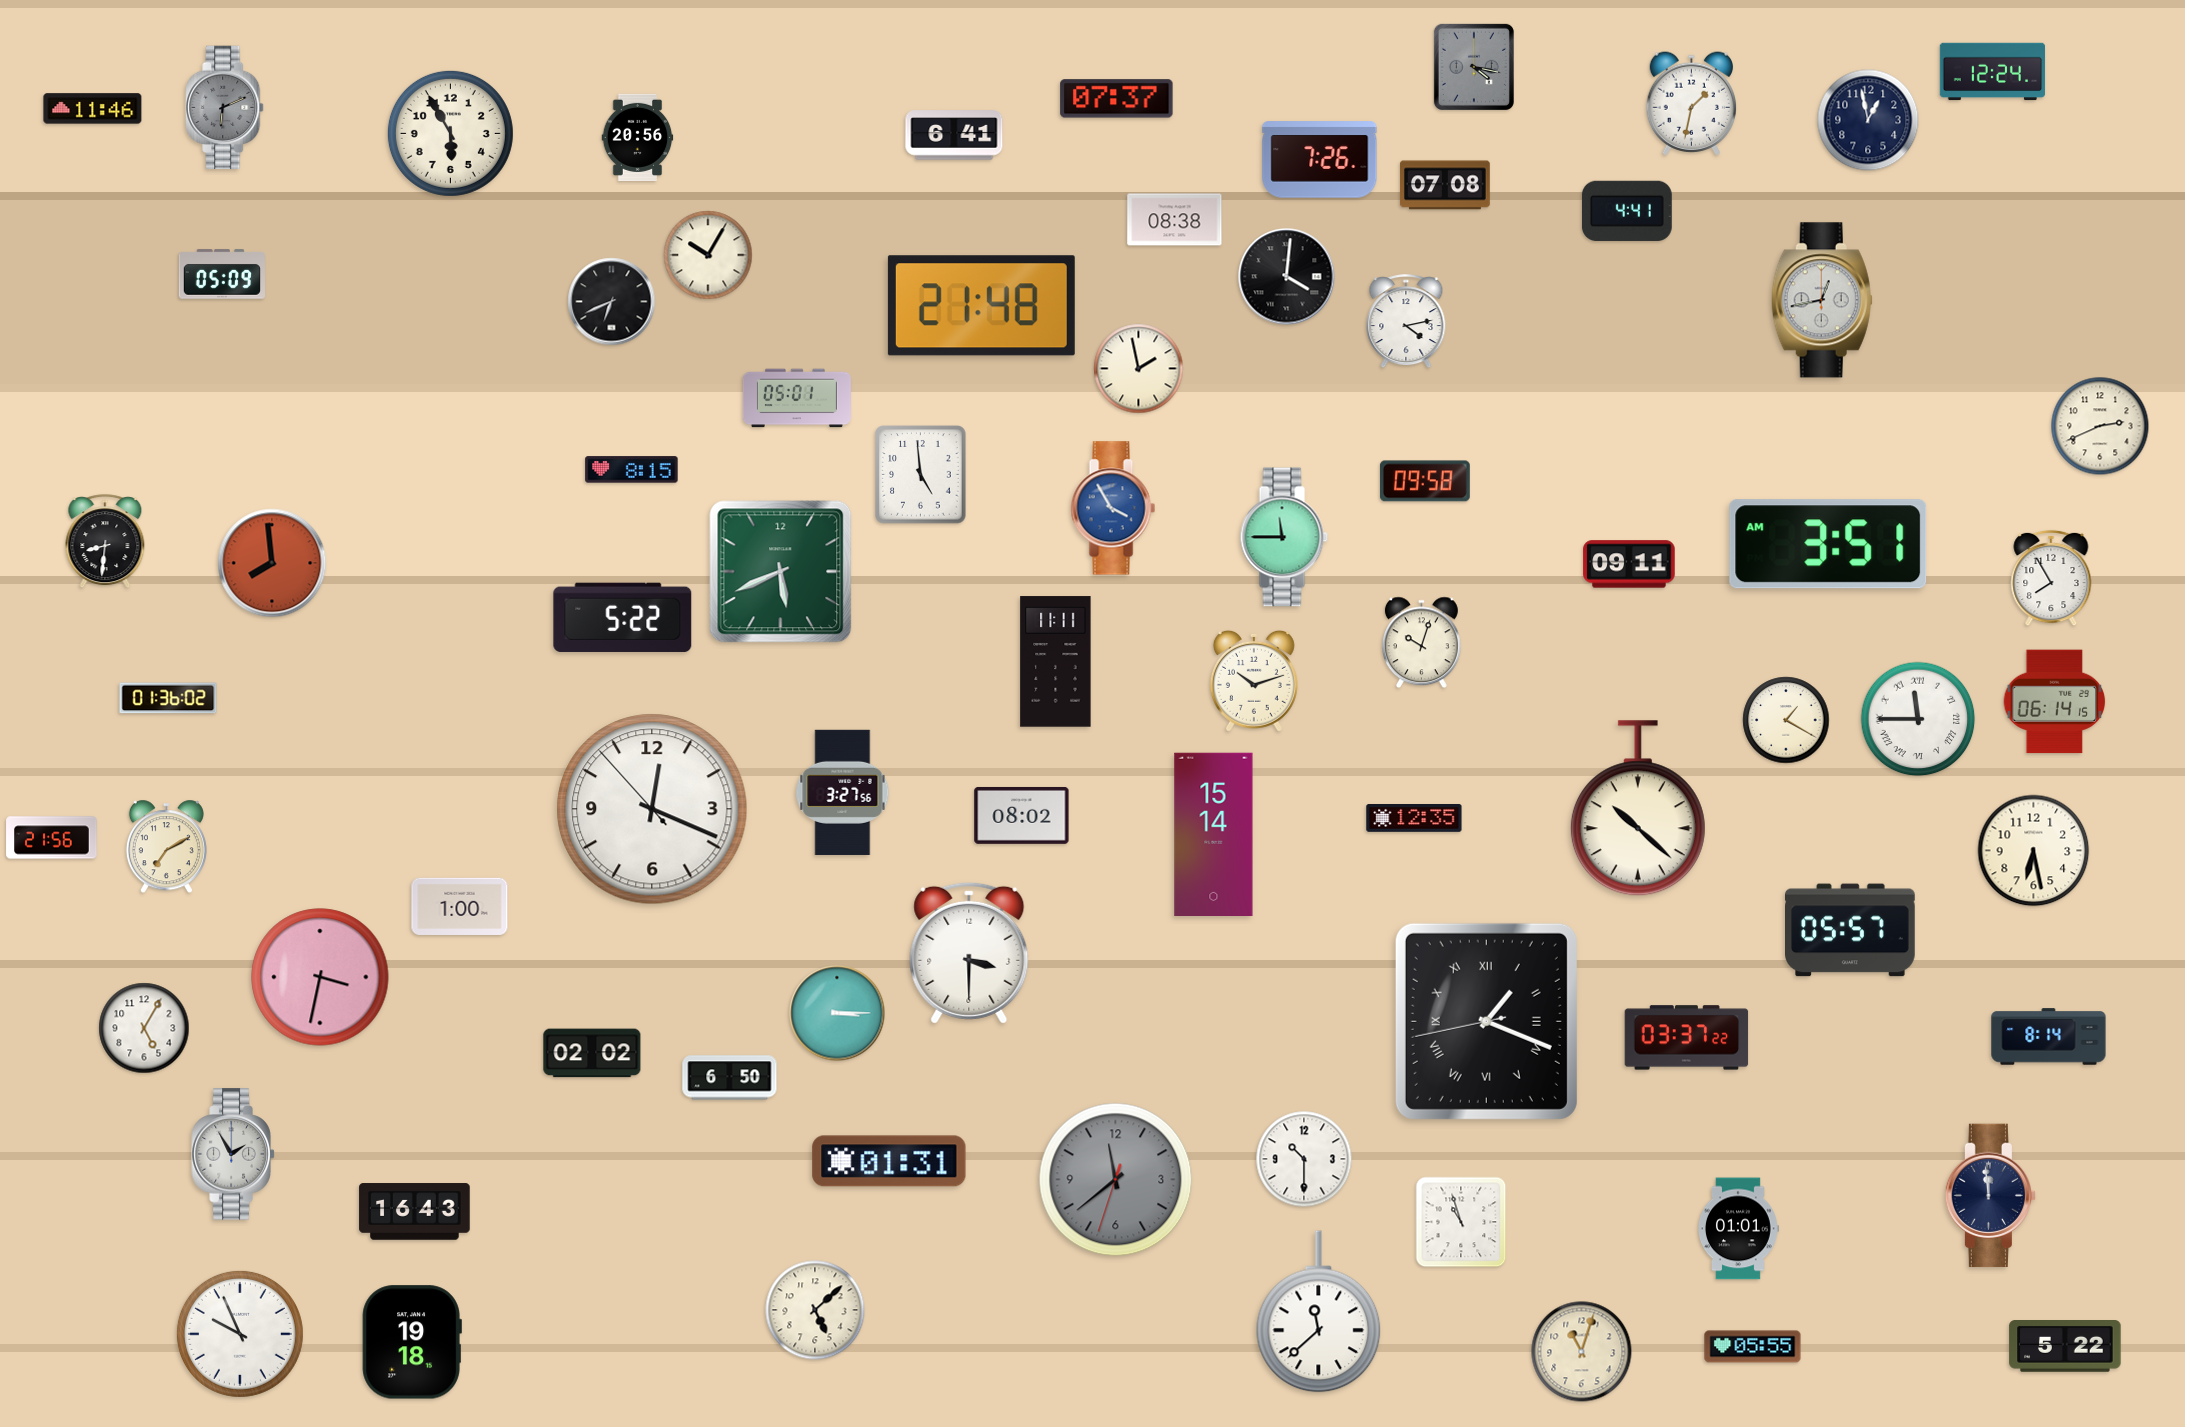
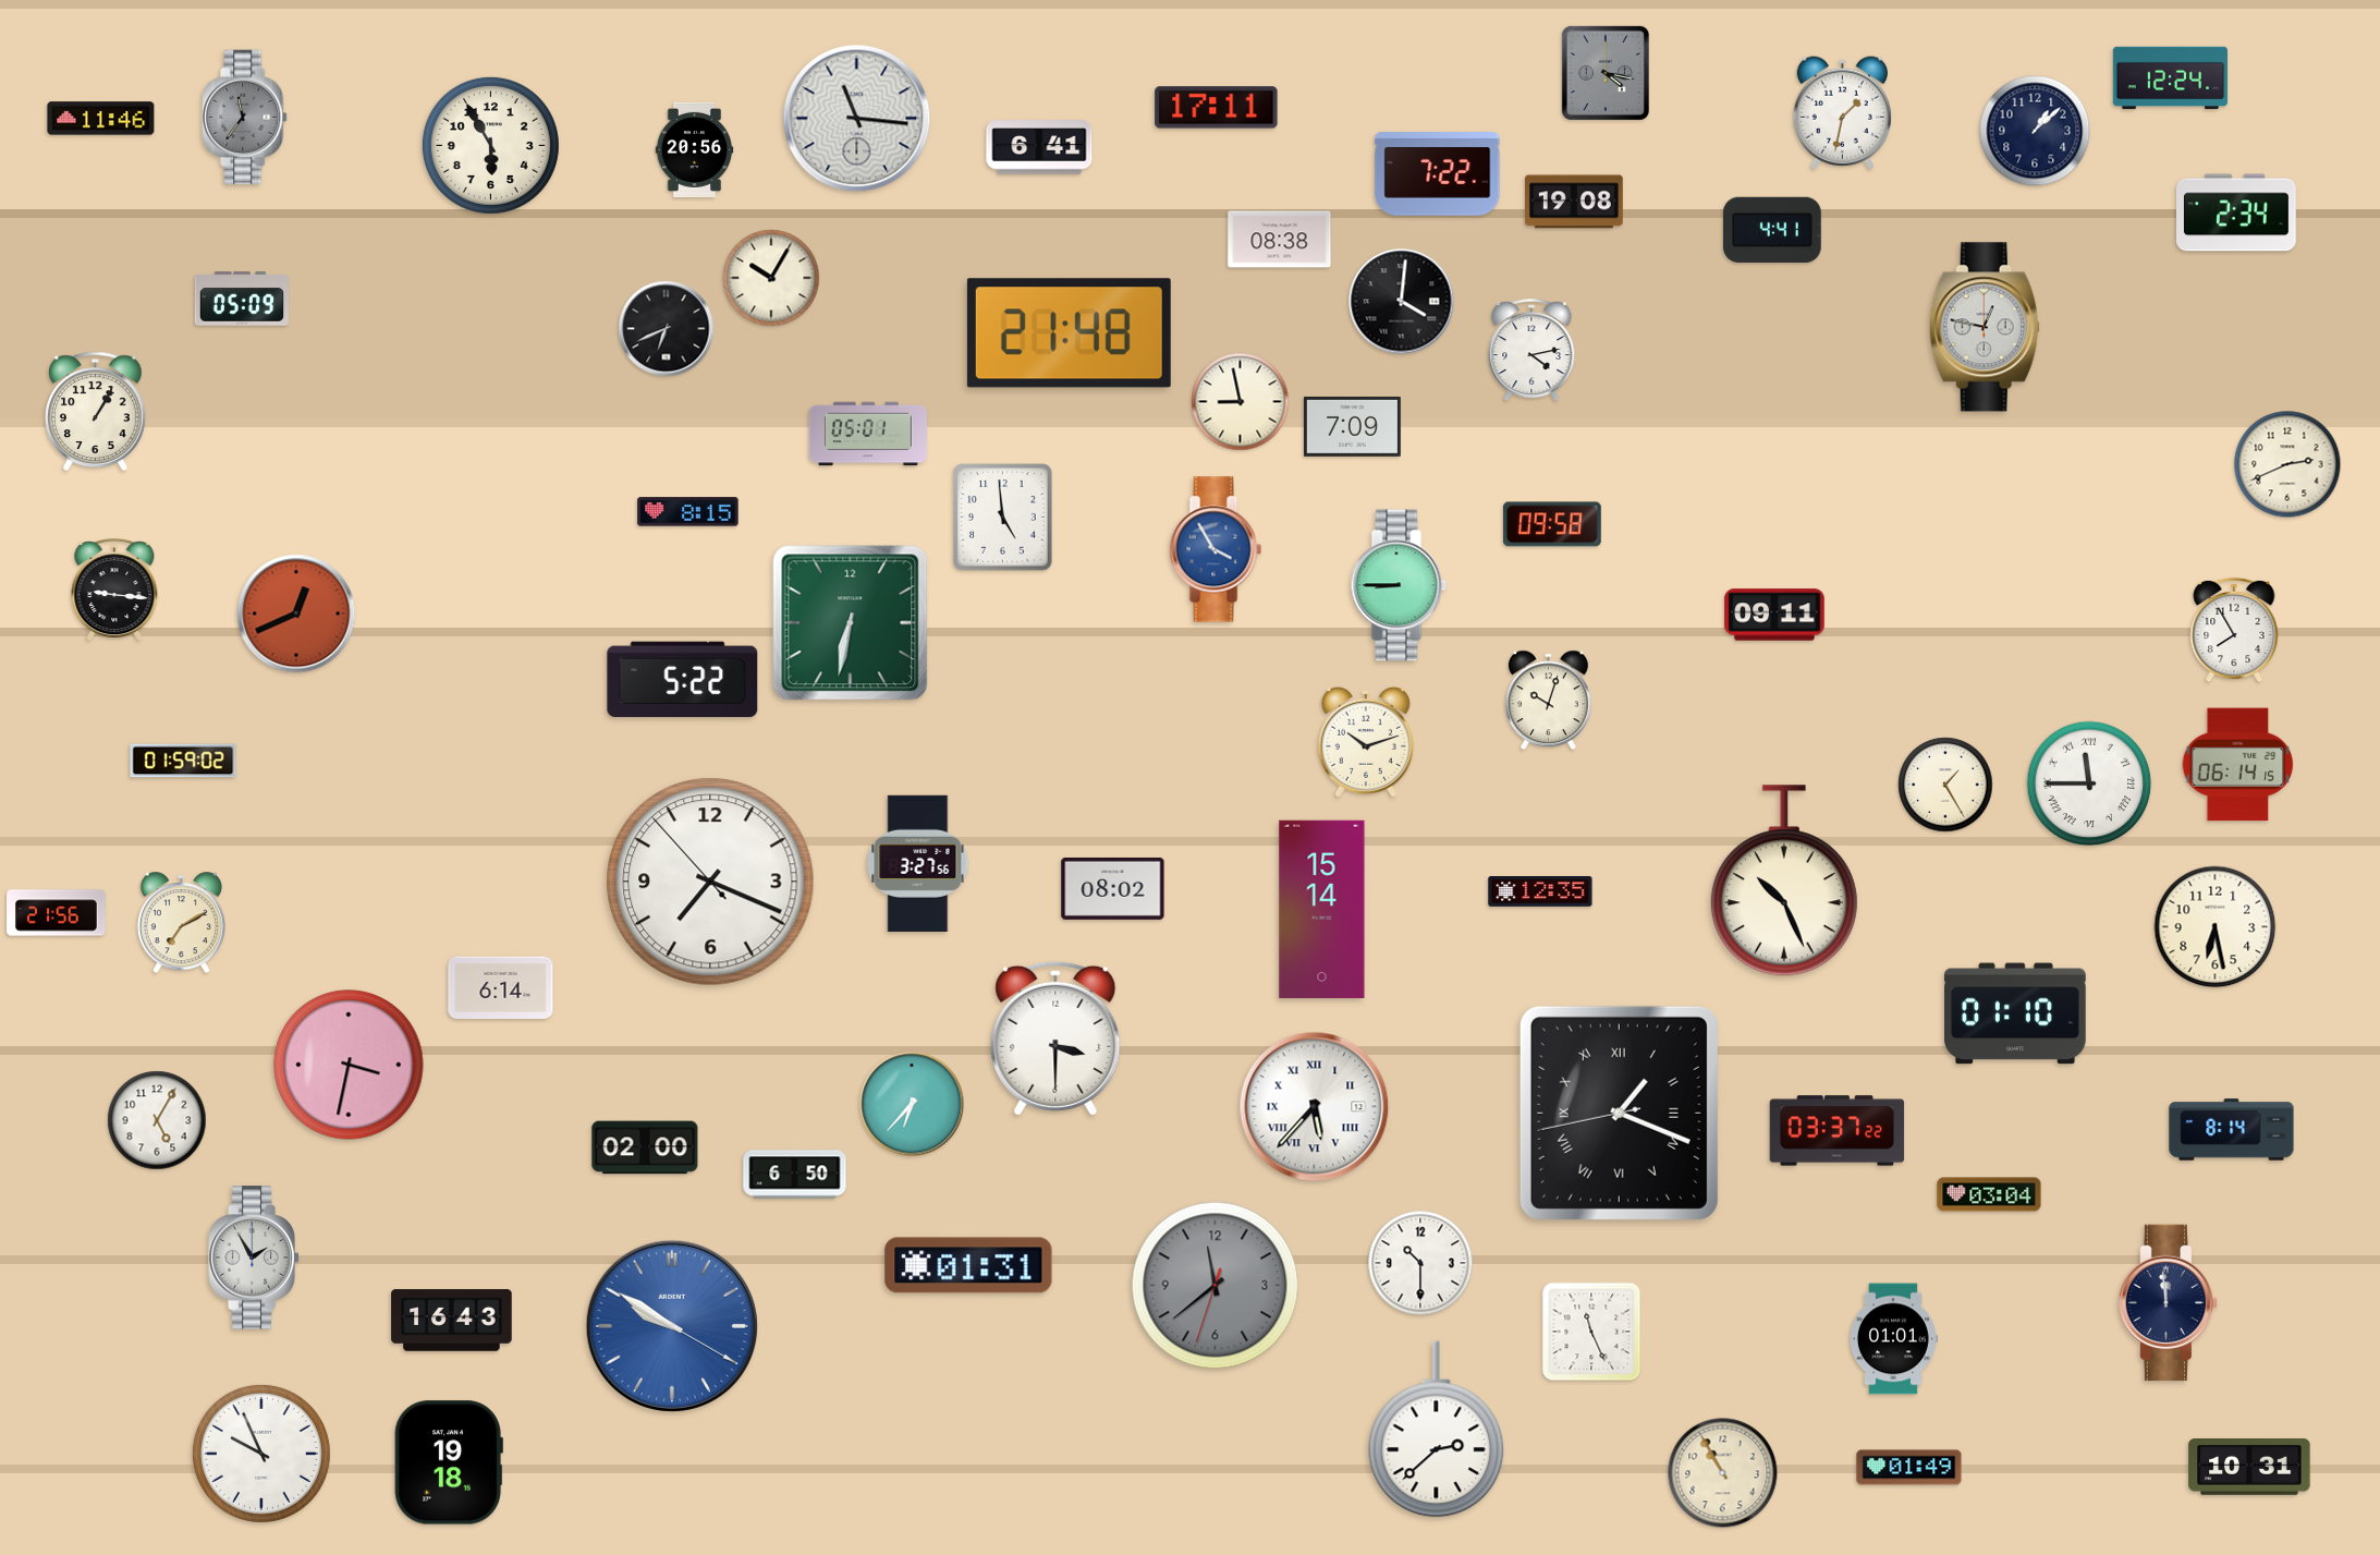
clock at (1117, 99): 07:37 -> 17:11
clock at (225, 108): 6:11 -> 11:36
clock at (857, 119): none -> 11:16
clock at (1868, 120): 12:58 -> 1:08
clock at (1320, 160): 7:26 -> 7:22
clock at (1446, 185): 07:08 -> 19:08
clock at (2237, 212): none -> 2:34
clock at (1822, 300): 12:43 -> 12:47
clock at (1139, 369): 1:58 -> 8:58
clock at (96, 411): none -> 1:05
clock at (1352, 426): none -> 7:09
clock at (1113, 508) position: (1113, 508) -> (1216, 549)
clock at (1284, 537): 11:45 -> 8:45
clock at (105, 542): 8:31 -> 9:16
clock at (1828, 544): 3:51 -> none
clock at (272, 563): 7:59 -> 12:41
clock at (781, 572): 5:41 -> 6:32
clock at (623, 617) position: (623, 617) -> (683, 679)
clock at (1056, 662): 11:11 -> none
clock at (168, 698): 01:36 -> 01:59
clock at (1786, 720): 1:20 -> 1:25
clock at (652, 809): 12:18 -> 7:18
clock at (1638, 809): 10:22 -> 10:26
clock at (460, 906): 1:00 -> 6:14
clock at (1851, 930): 05:57 -> 01:10
clock at (837, 1013): 3:15 -> 6:37
clock at (1315, 1107): none -> 5:37
clock at (592, 1053): 02:02 -> 02:00
clock at (1989, 1194): none -> 03:04
clock at (672, 1326): none -> 9:50
clock at (1461, 1222): 10:57 -> 11:26
clock at (815, 1310): 5:08 -> none
clock at (1319, 1312): 11:38 -> 2:38
clock at (1753, 1347): 05:55 -> 01:49
clock at (2065, 1347): 5:22 -> 10:31
clock at (1582, 1352): 11:03 -> 10:55
